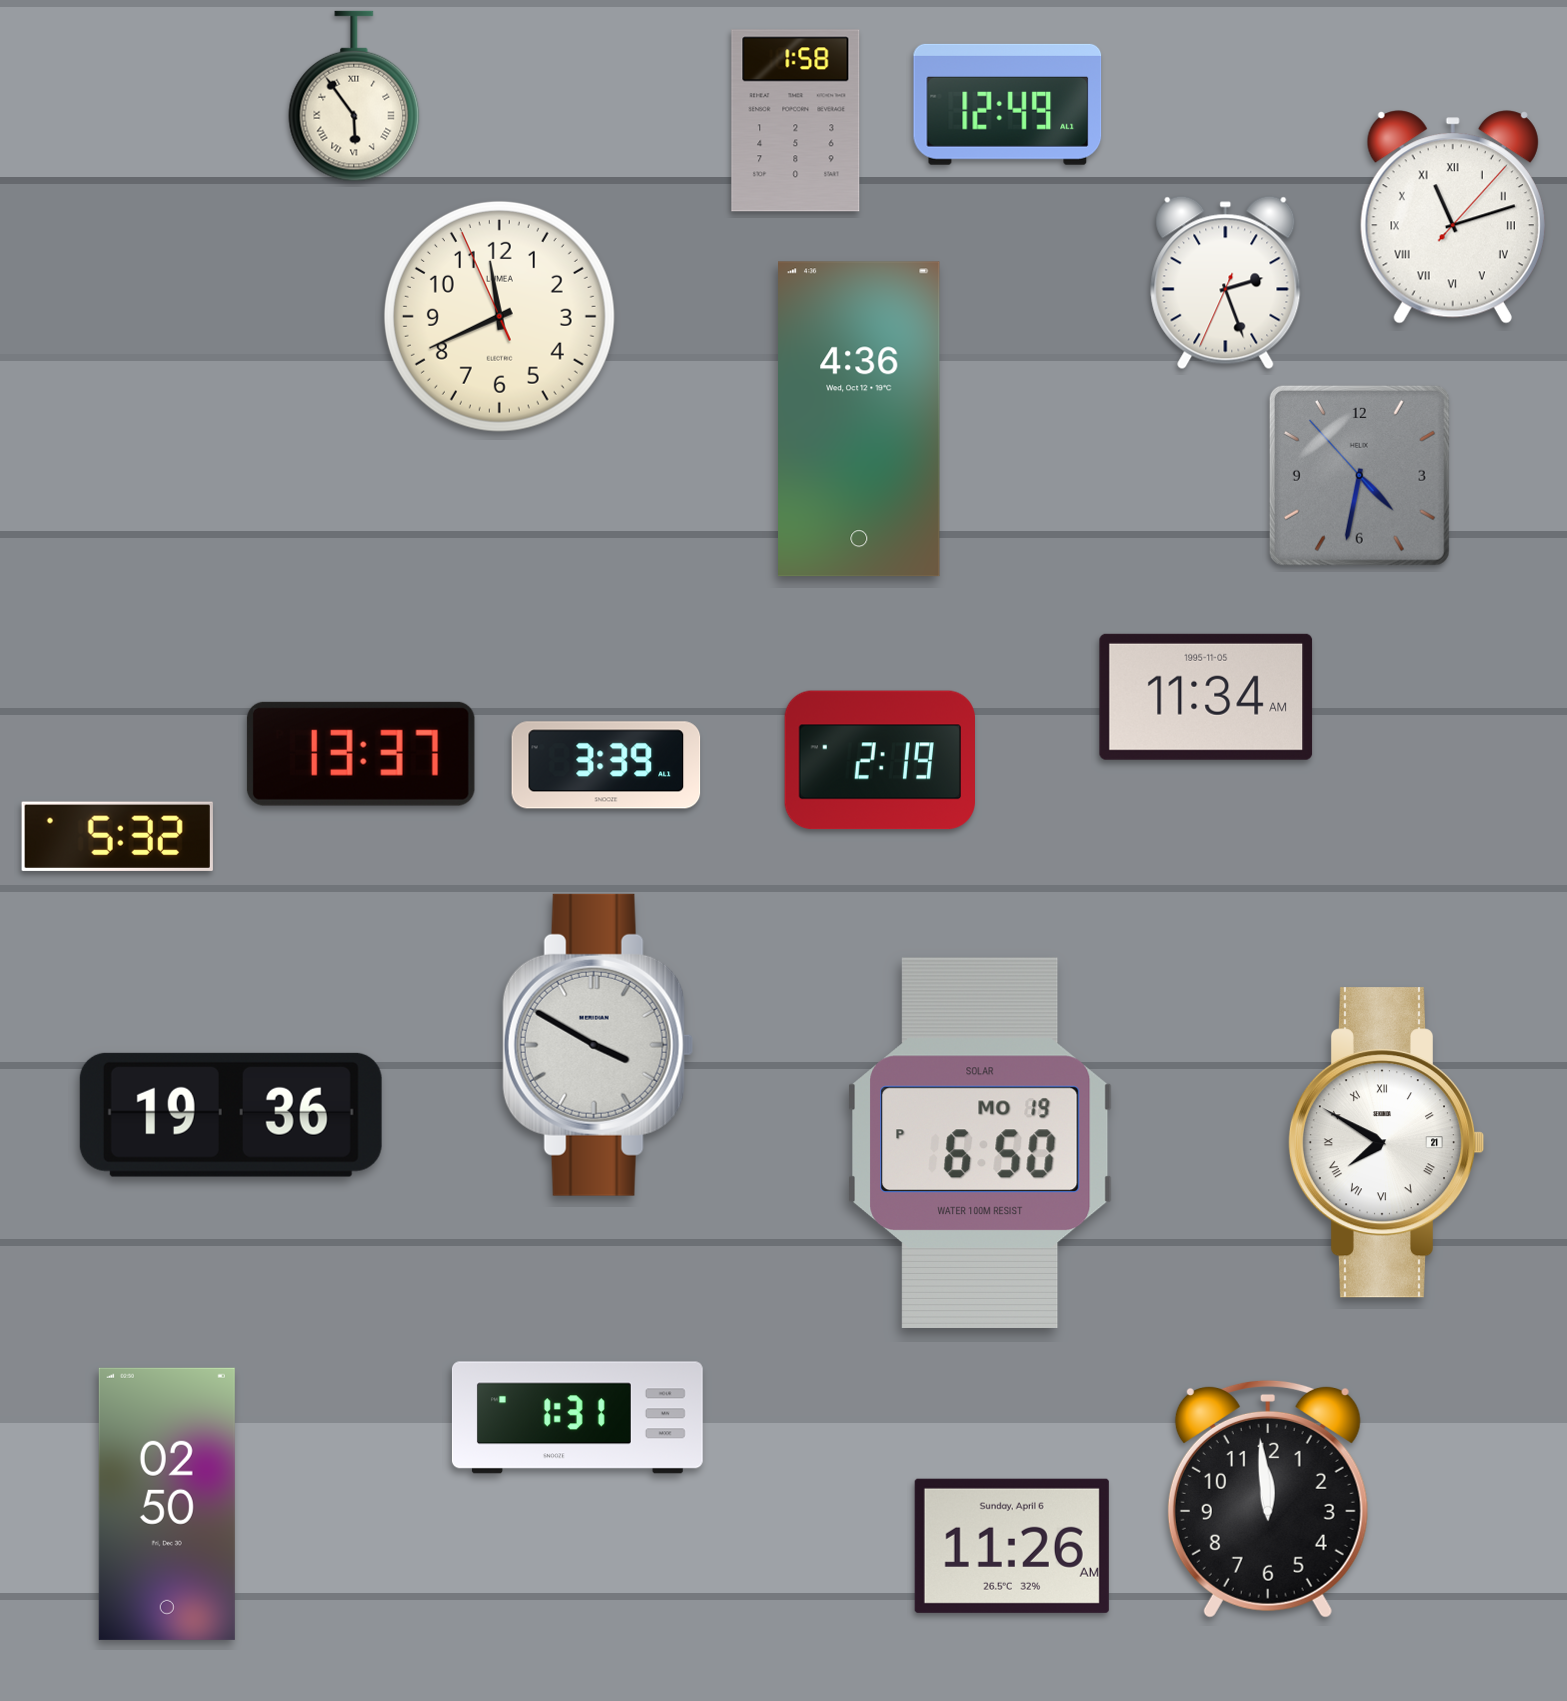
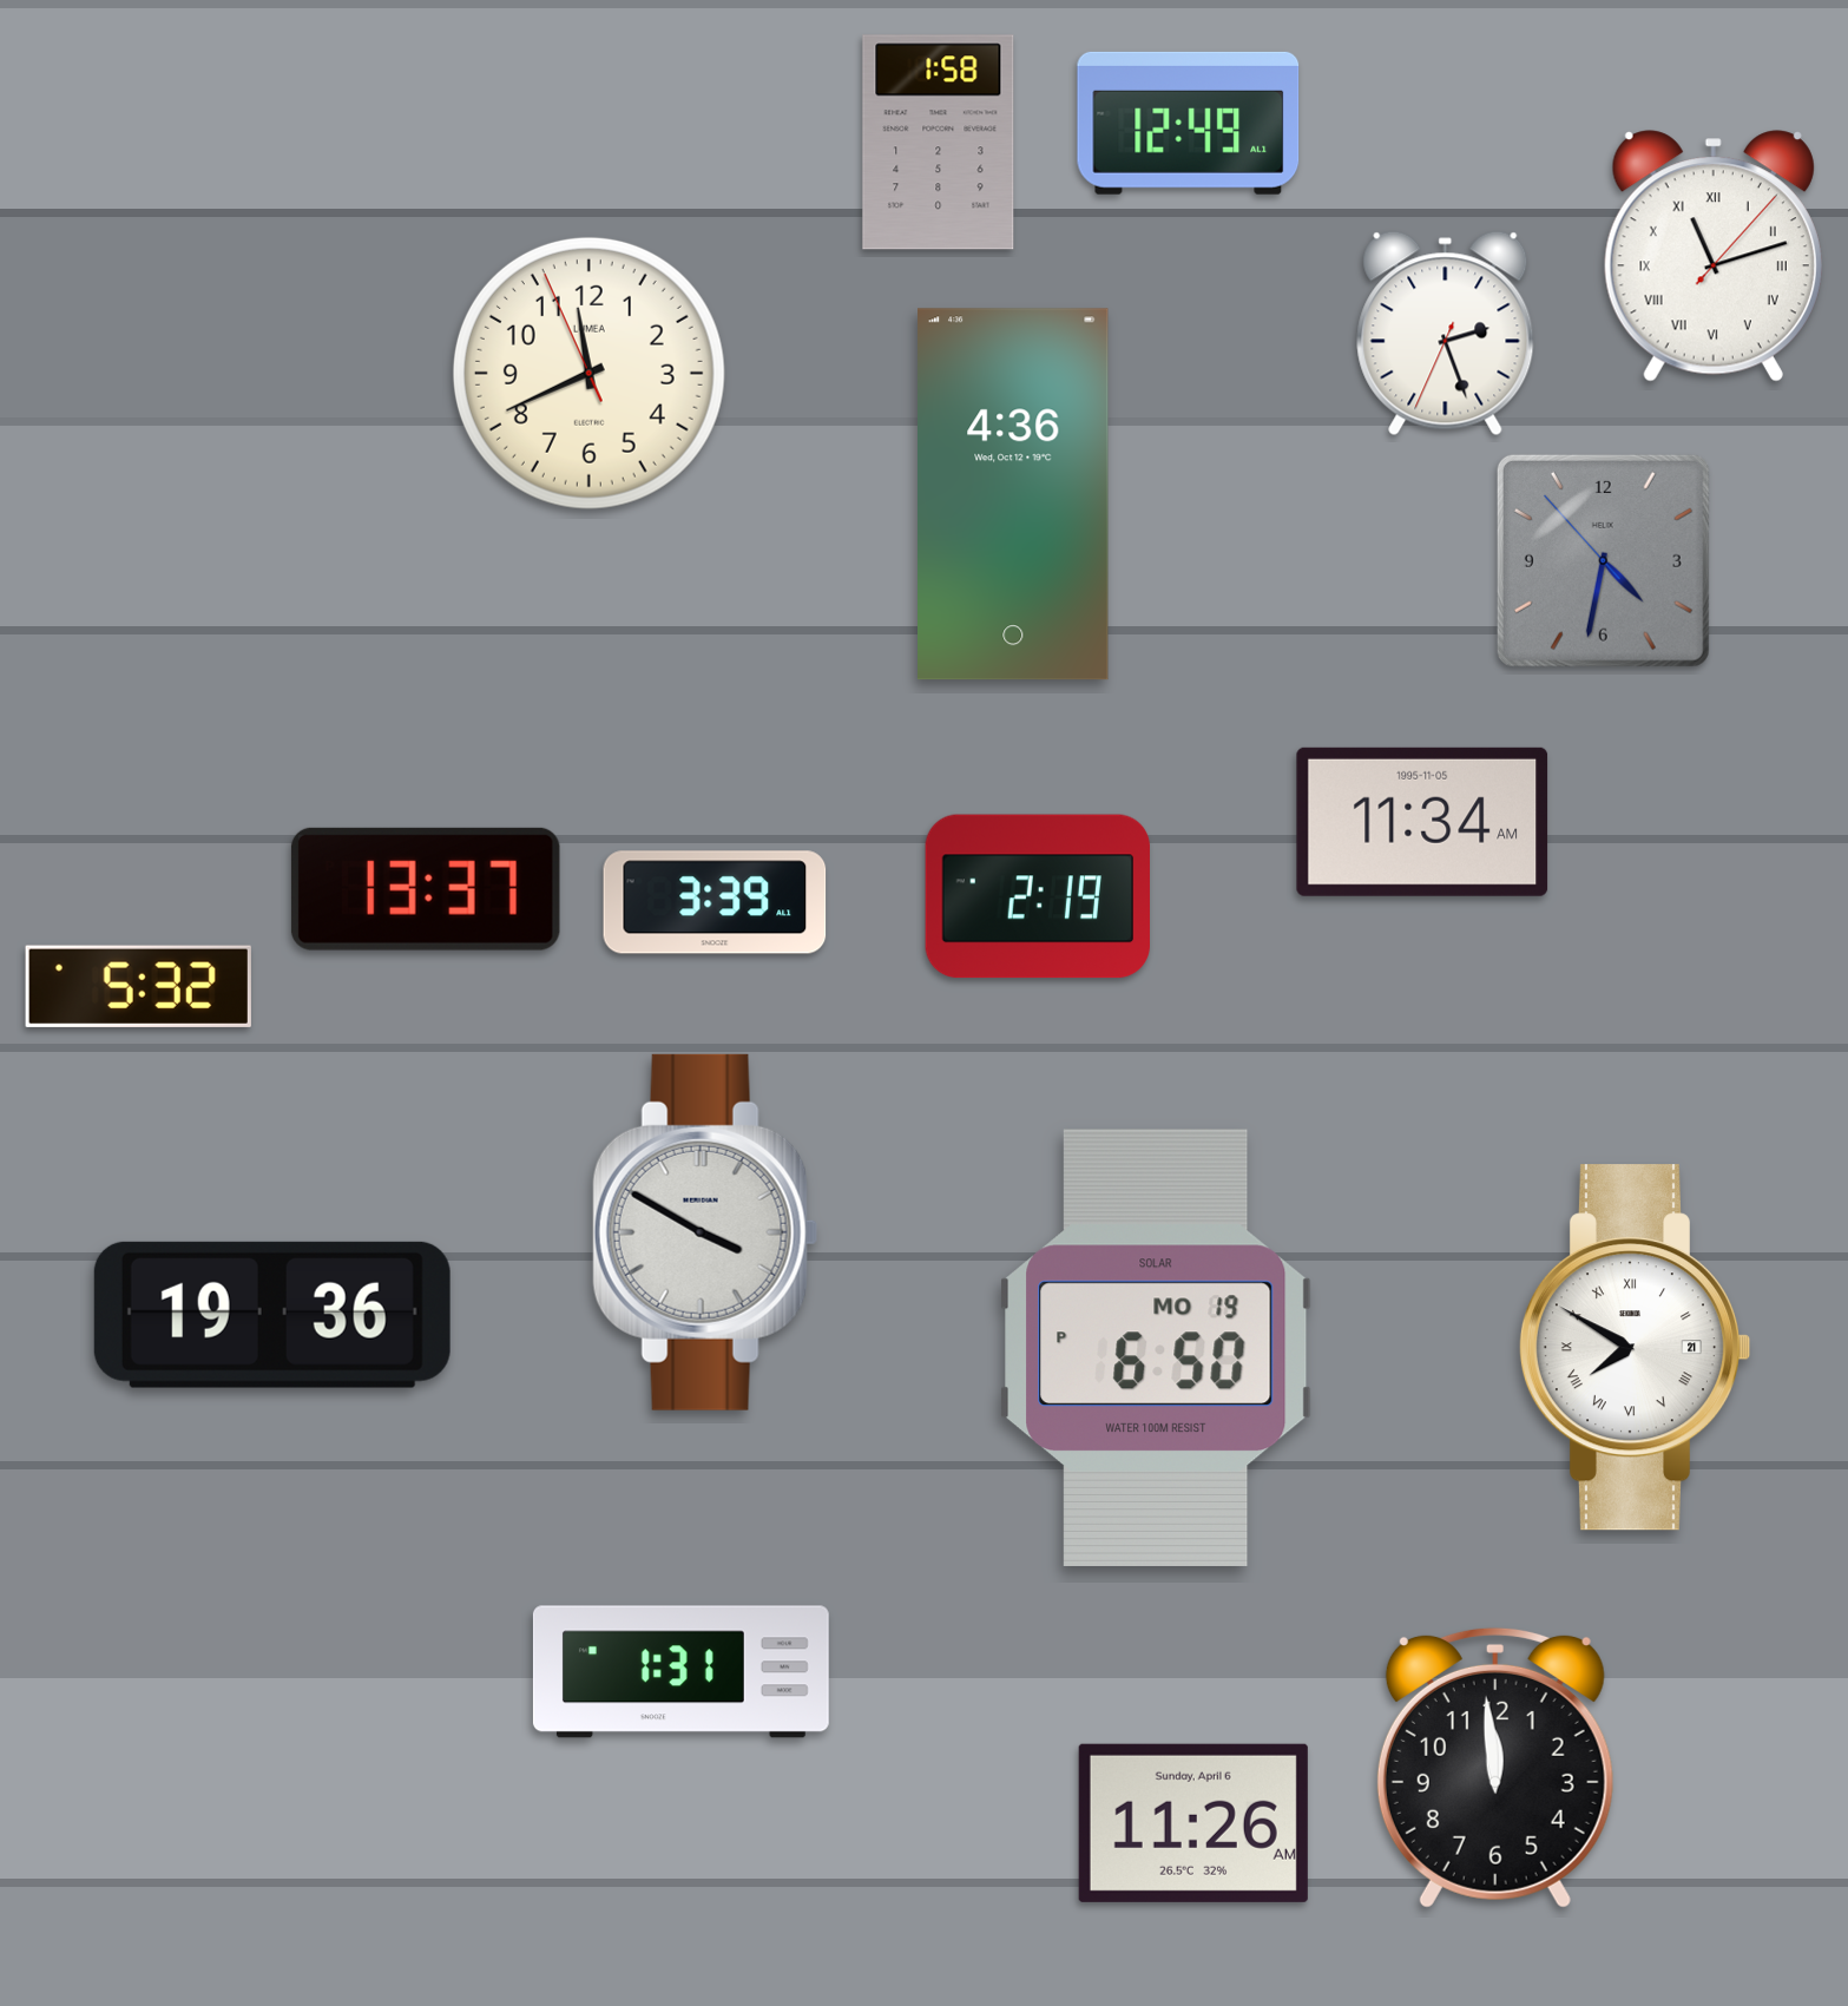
clock at (354, 96): 5:54 -> none
clock at (167, 1504): 02:50 -> none
